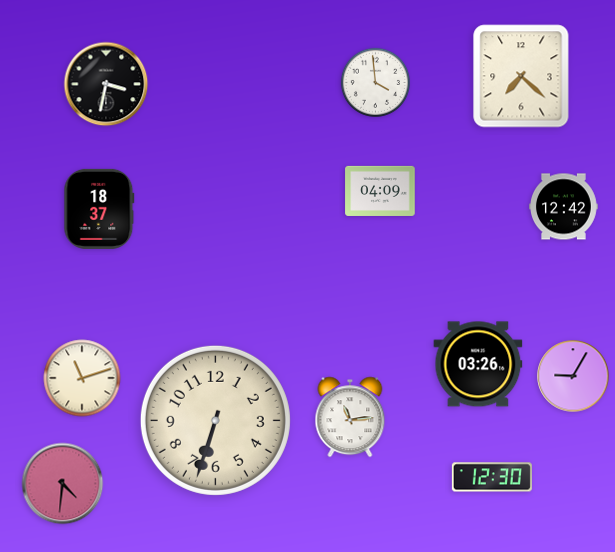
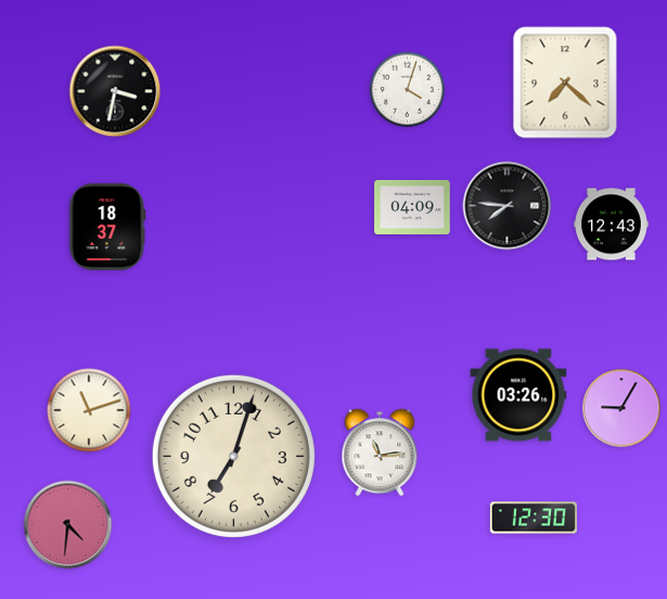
clock at (375, 82): 3:59 -> 4:03
clock at (508, 206): none -> 7:46
clock at (564, 207): 12:42 -> 12:43
clock at (215, 420): 6:33 -> 7:03
